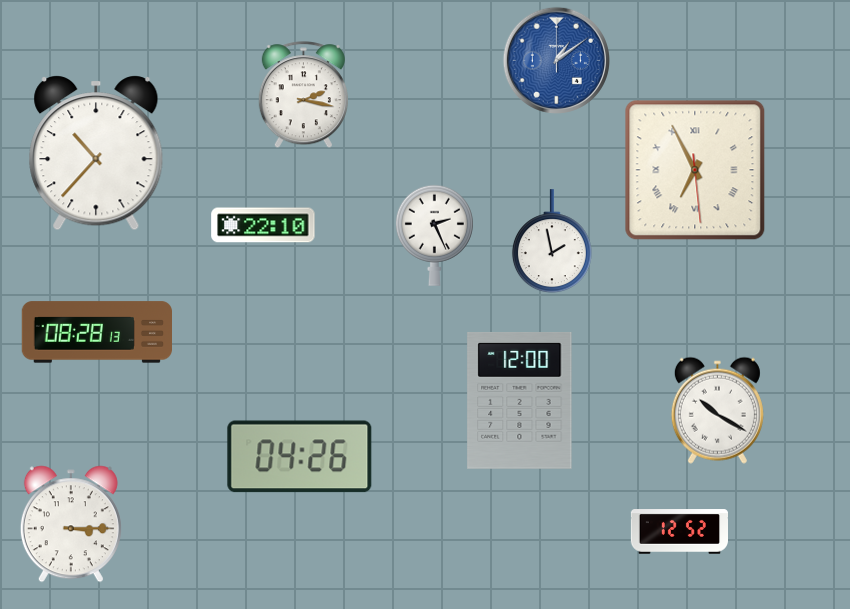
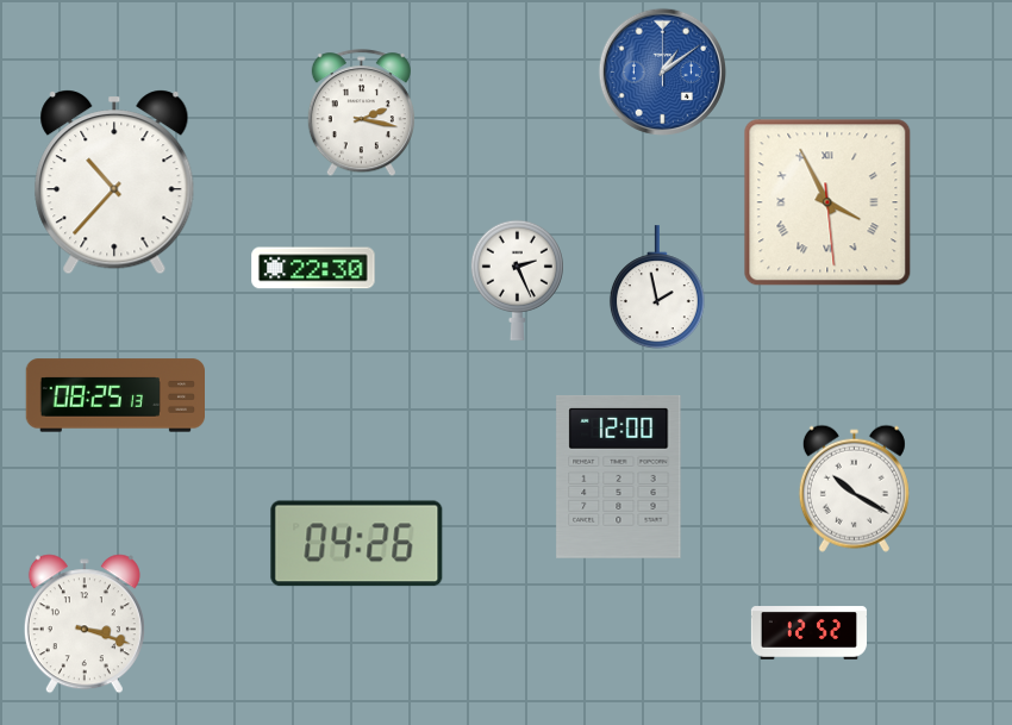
clock at (695, 170): 6:55 -> 3:55
clock at (263, 225): 22:10 -> 22:30
clock at (96, 332): 08:28 -> 08:25
clock at (71, 524): 3:15 -> 3:18
